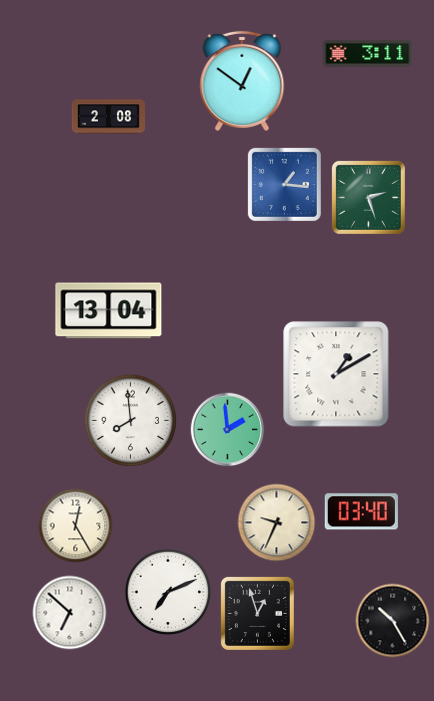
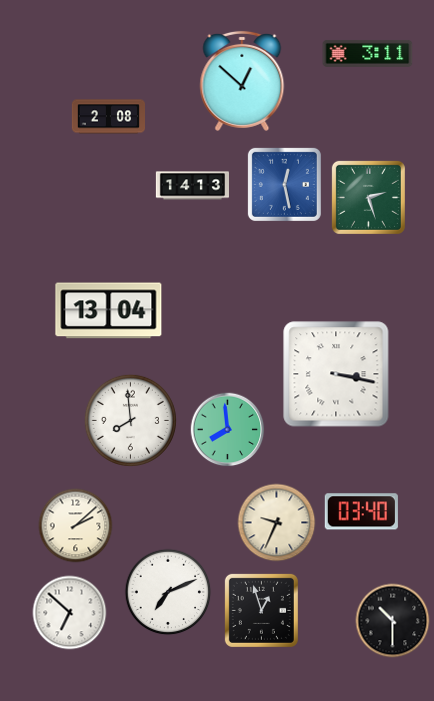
clock at (242, 81): 12:51 -> 12:52
clock at (284, 184): 1:16 -> 12:28
clock at (192, 186): none -> 14:13
clock at (336, 374): 1:10 -> 3:17
clock at (228, 430): 1:59 -> 7:59
clock at (76, 526): 12:25 -> 2:08
clock at (257, 613) position: (257, 613) -> (261, 610)
clock at (393, 621): 10:25 -> 10:30
